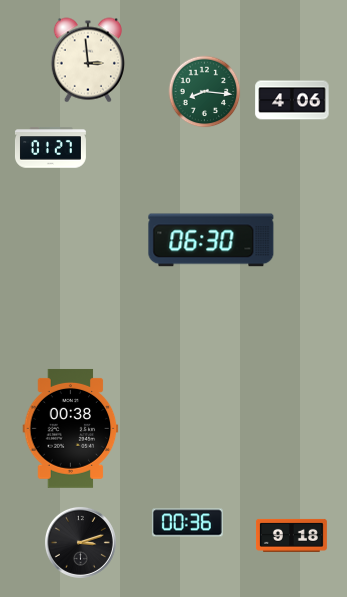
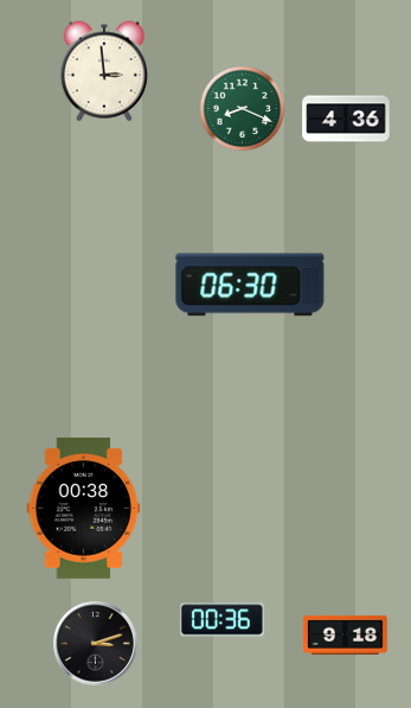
clock at (205, 92): 8:16 -> 8:19
clock at (292, 100): 4:06 -> 4:36
clock at (50, 148): 01:27 -> none
